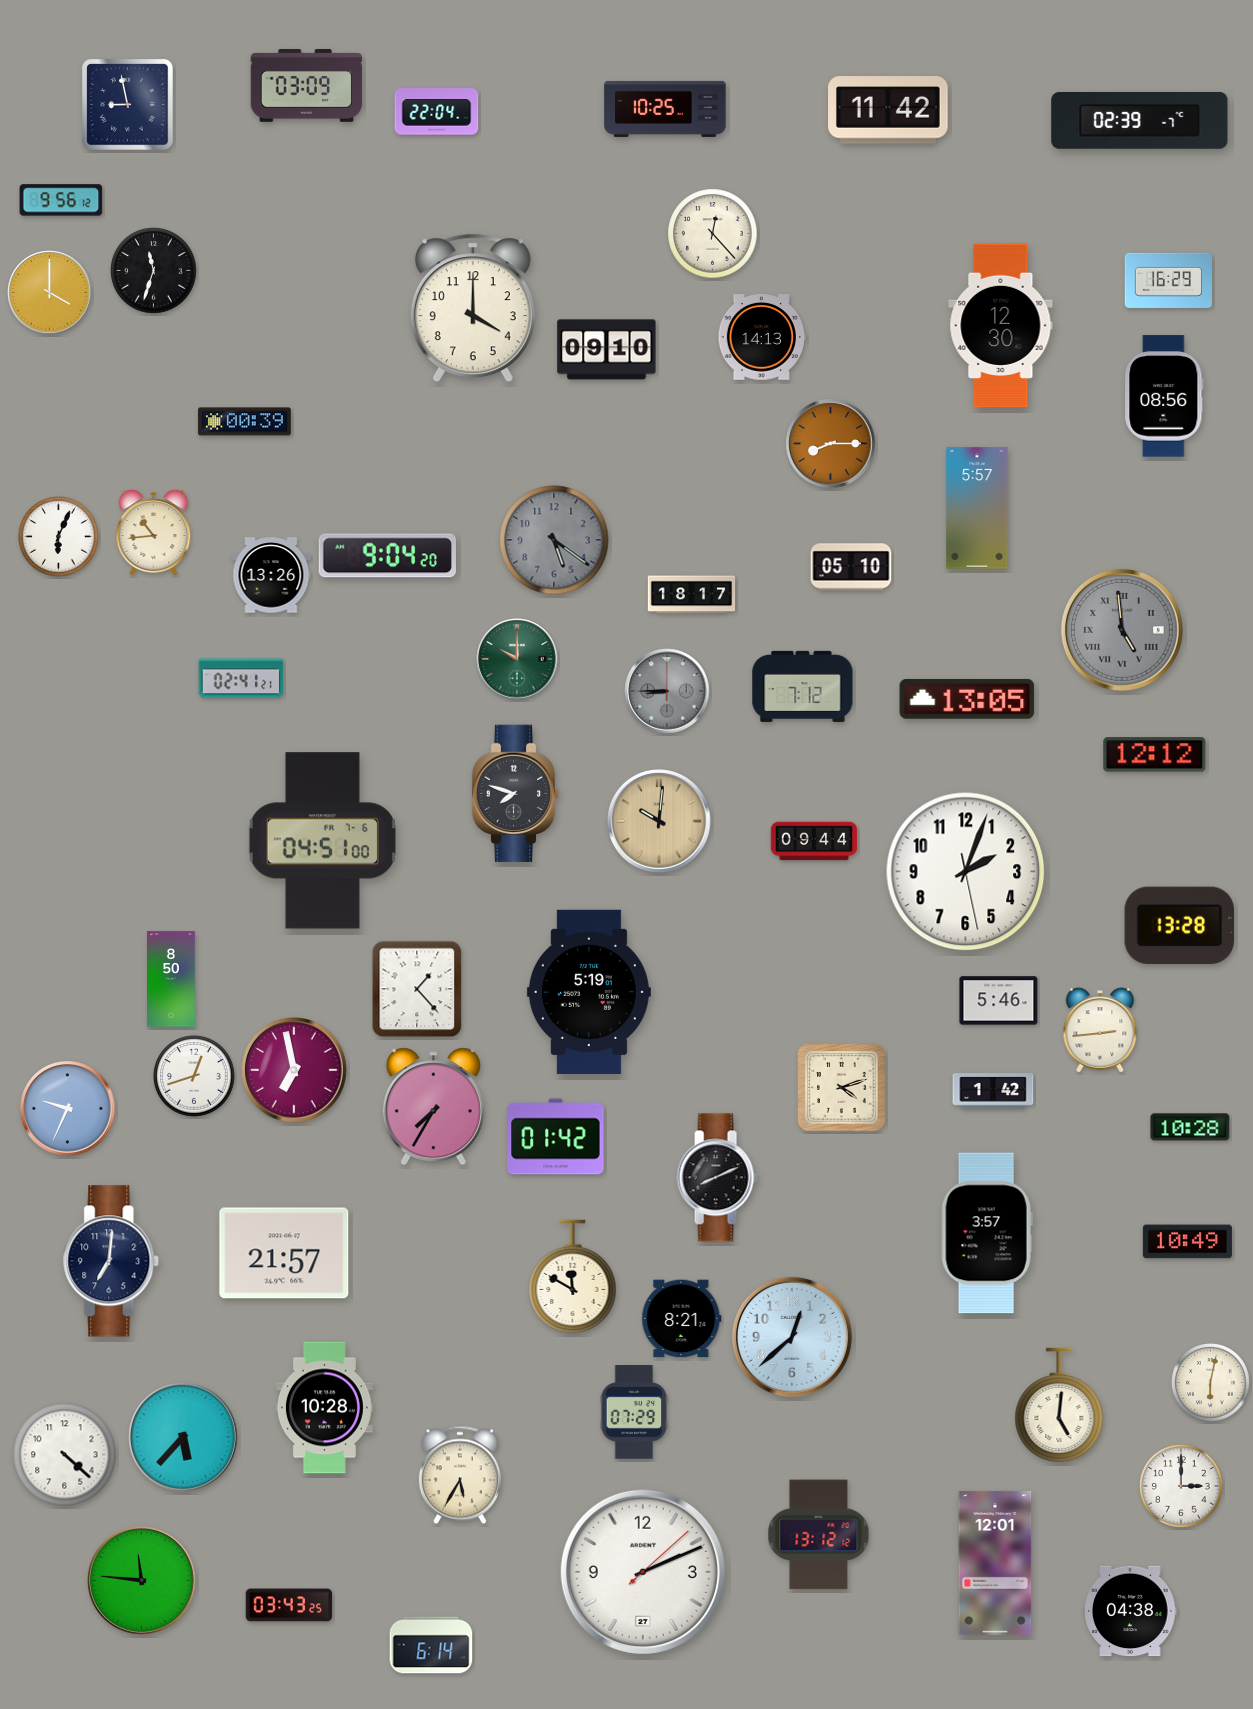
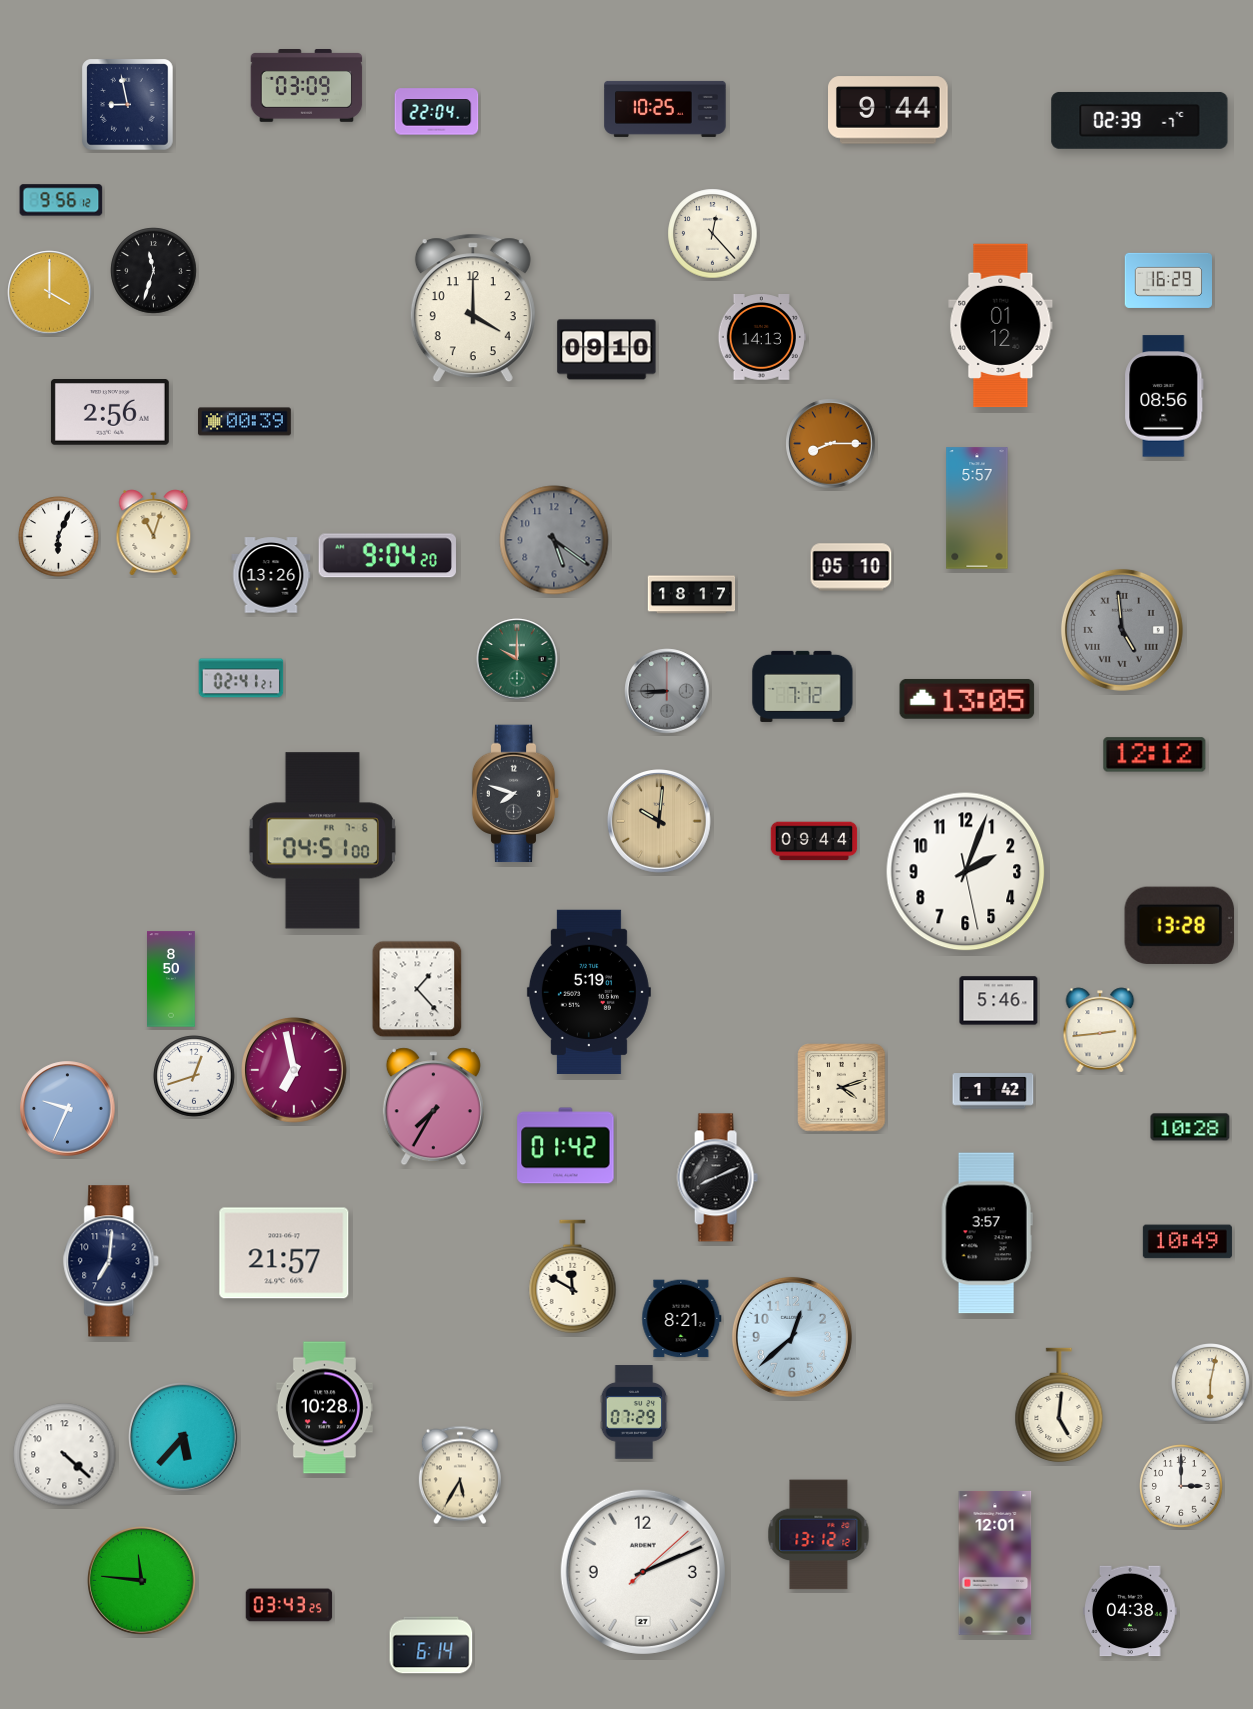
clock at (889, 110): 11:42 -> 9:44
clock at (1001, 326): 12:30 -> 01:12
clock at (110, 413): none -> 2:56
clock at (154, 533): 10:44 -> 11:03
clock at (556, 1137) position: (556, 1137) -> (566, 1146)
